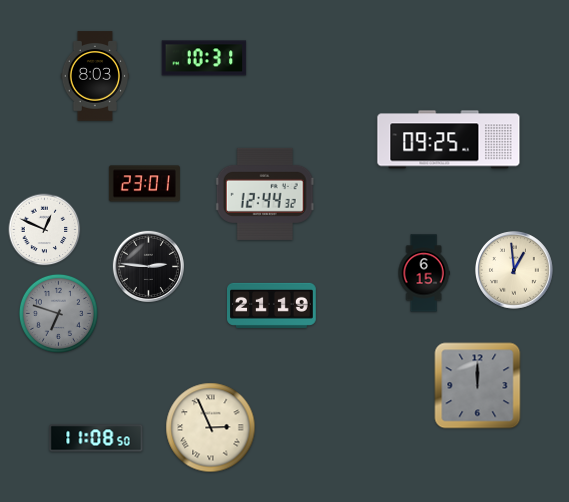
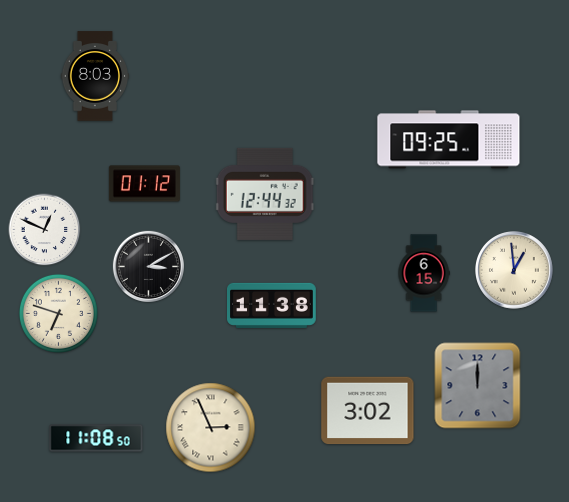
clock at (204, 58): 10:31 -> none
clock at (144, 184): 23:01 -> 01:12
clock at (148, 266): 2:46 -> 3:10
clock at (272, 305): 21:19 -> 11:38
clock at (58, 313) dial: grey -> cream
clock at (368, 411): none -> 3:02
